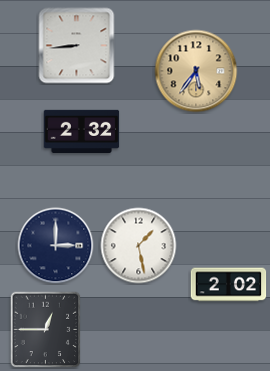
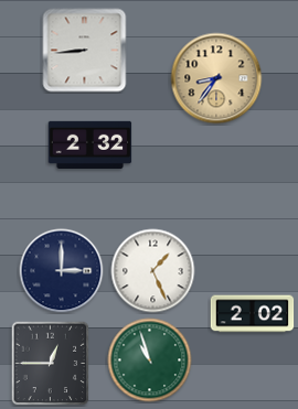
clock at (196, 71): 5:36 -> 8:36
clock at (139, 246): 1:28 -> 1:26
clock at (150, 360): none -> 10:57
